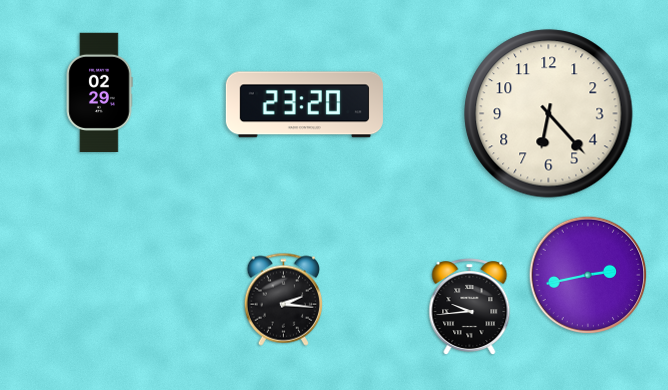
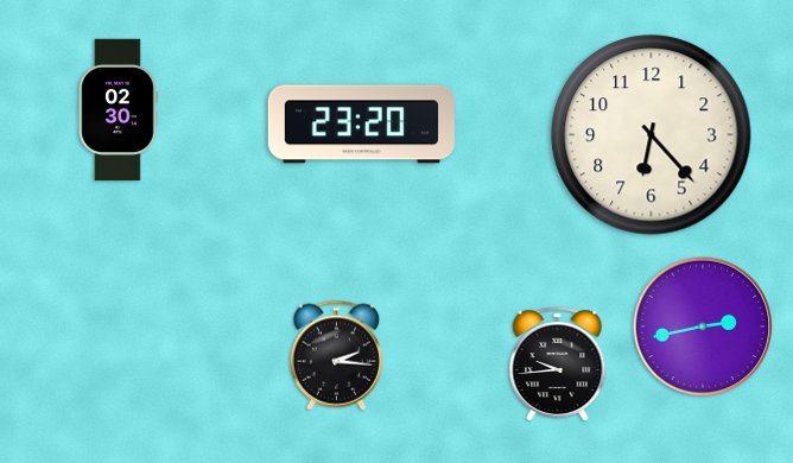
clock at (99, 93): 02:29 -> 02:30
clock at (588, 275) position: (588, 275) -> (703, 326)
